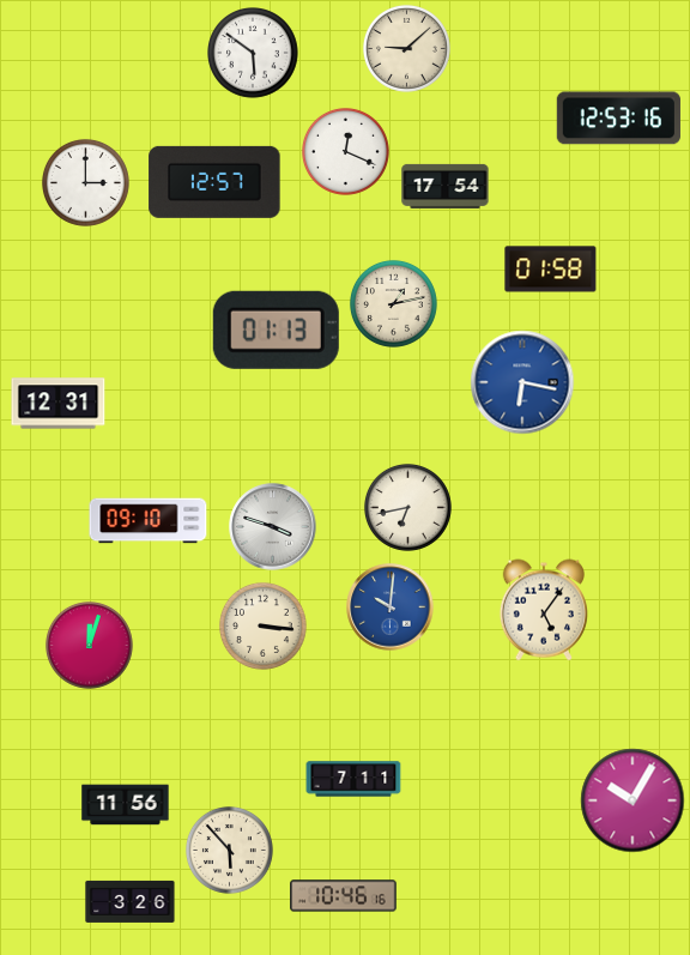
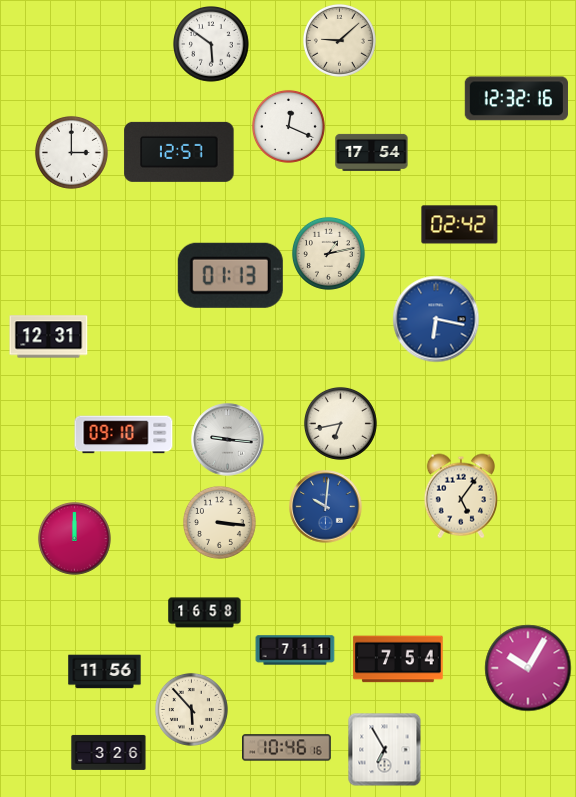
clock at (618, 119): 12:53 -> 12:32
clock at (446, 186) position: (446, 186) -> (372, 152)
clock at (551, 270): 01:58 -> 02:42
clock at (273, 527): 3:48 -> 9:16
clock at (544, 610) position: (544, 610) -> (461, 496)
clock at (89, 645): 12:03 -> 12:00
clock at (205, 613): none -> 16:58
clock at (398, 659): none -> 7:54
clock at (385, 750): none -> 6:55
